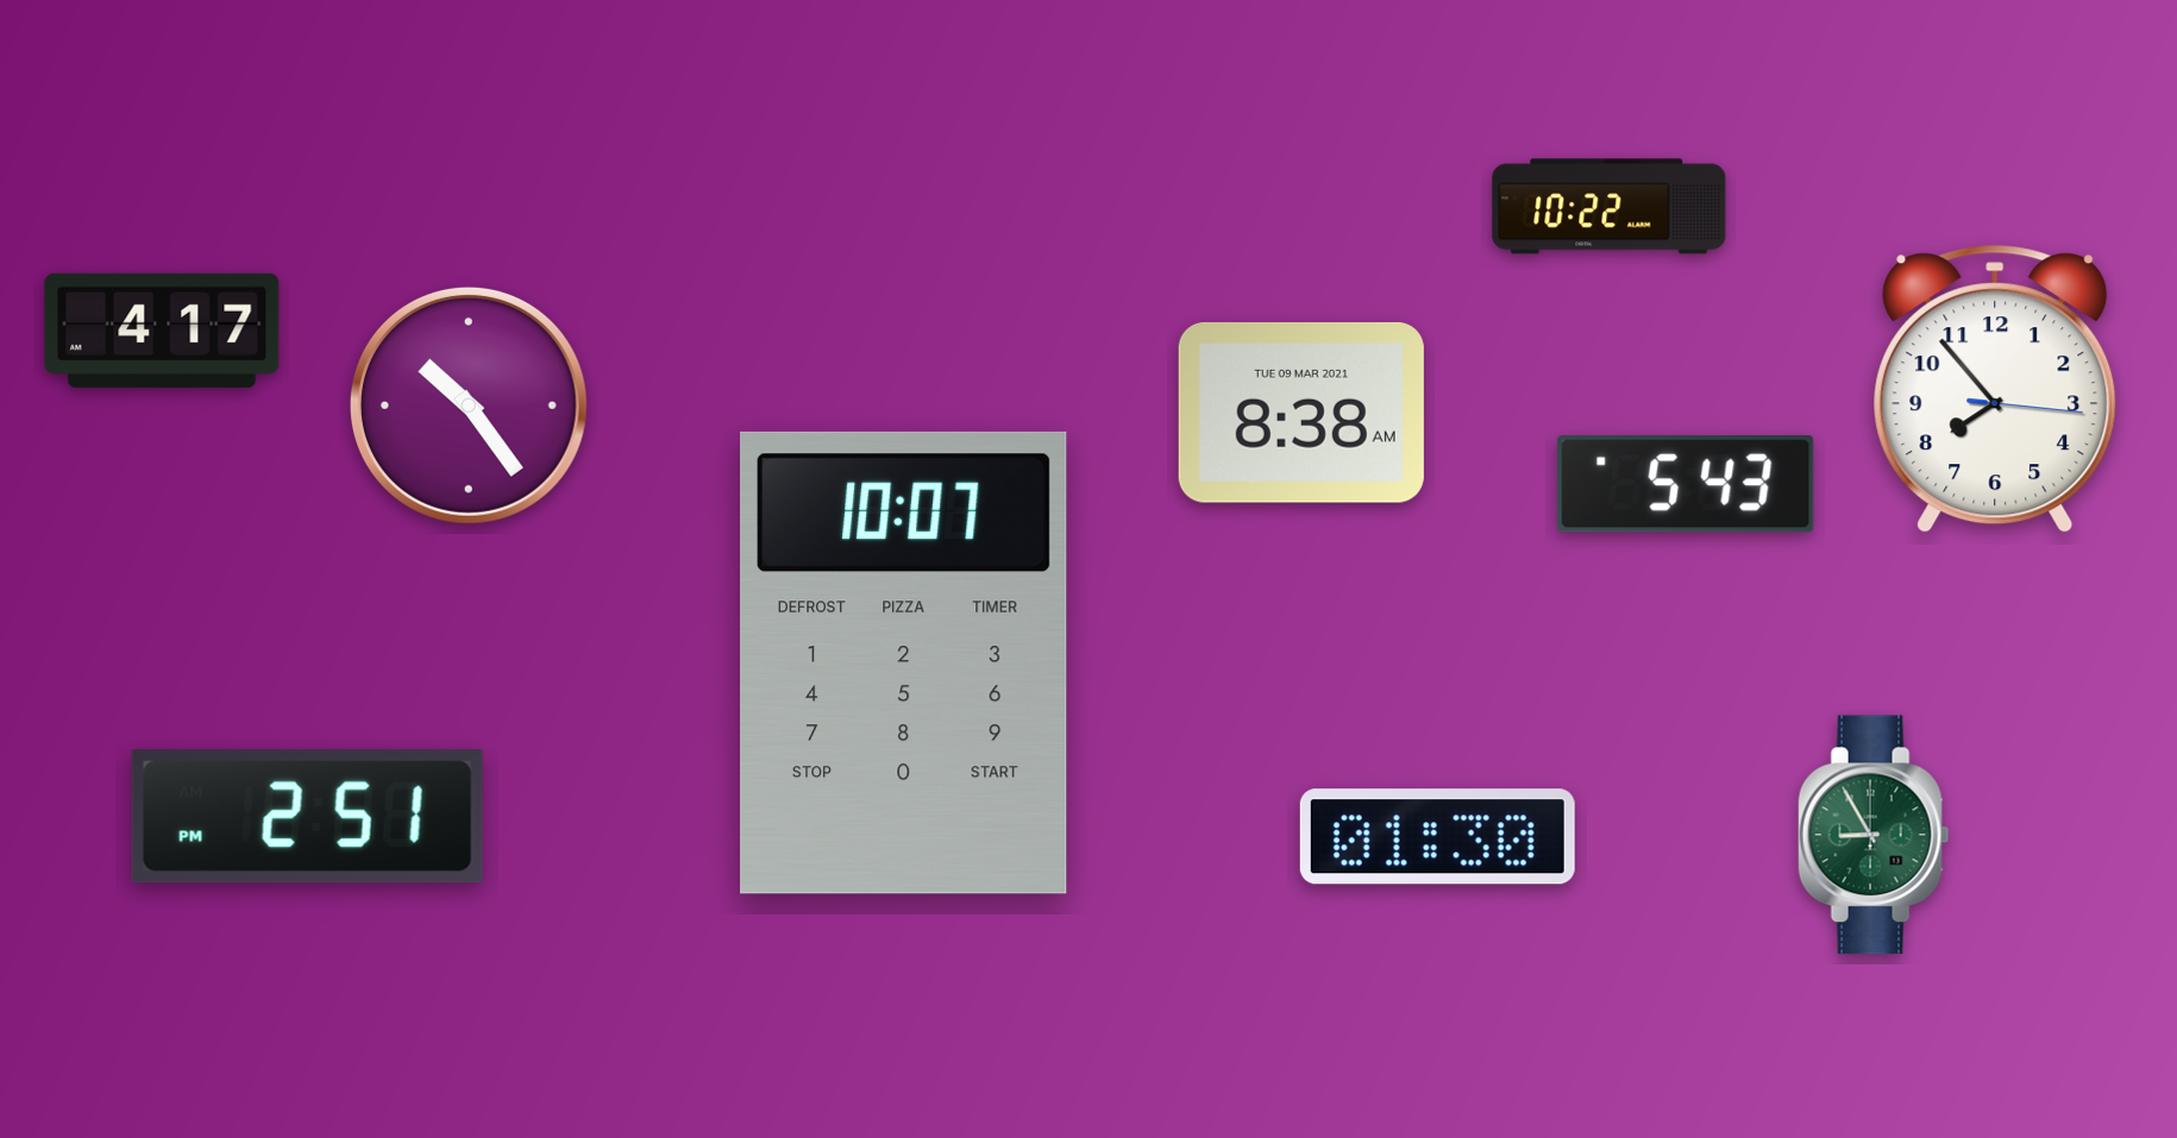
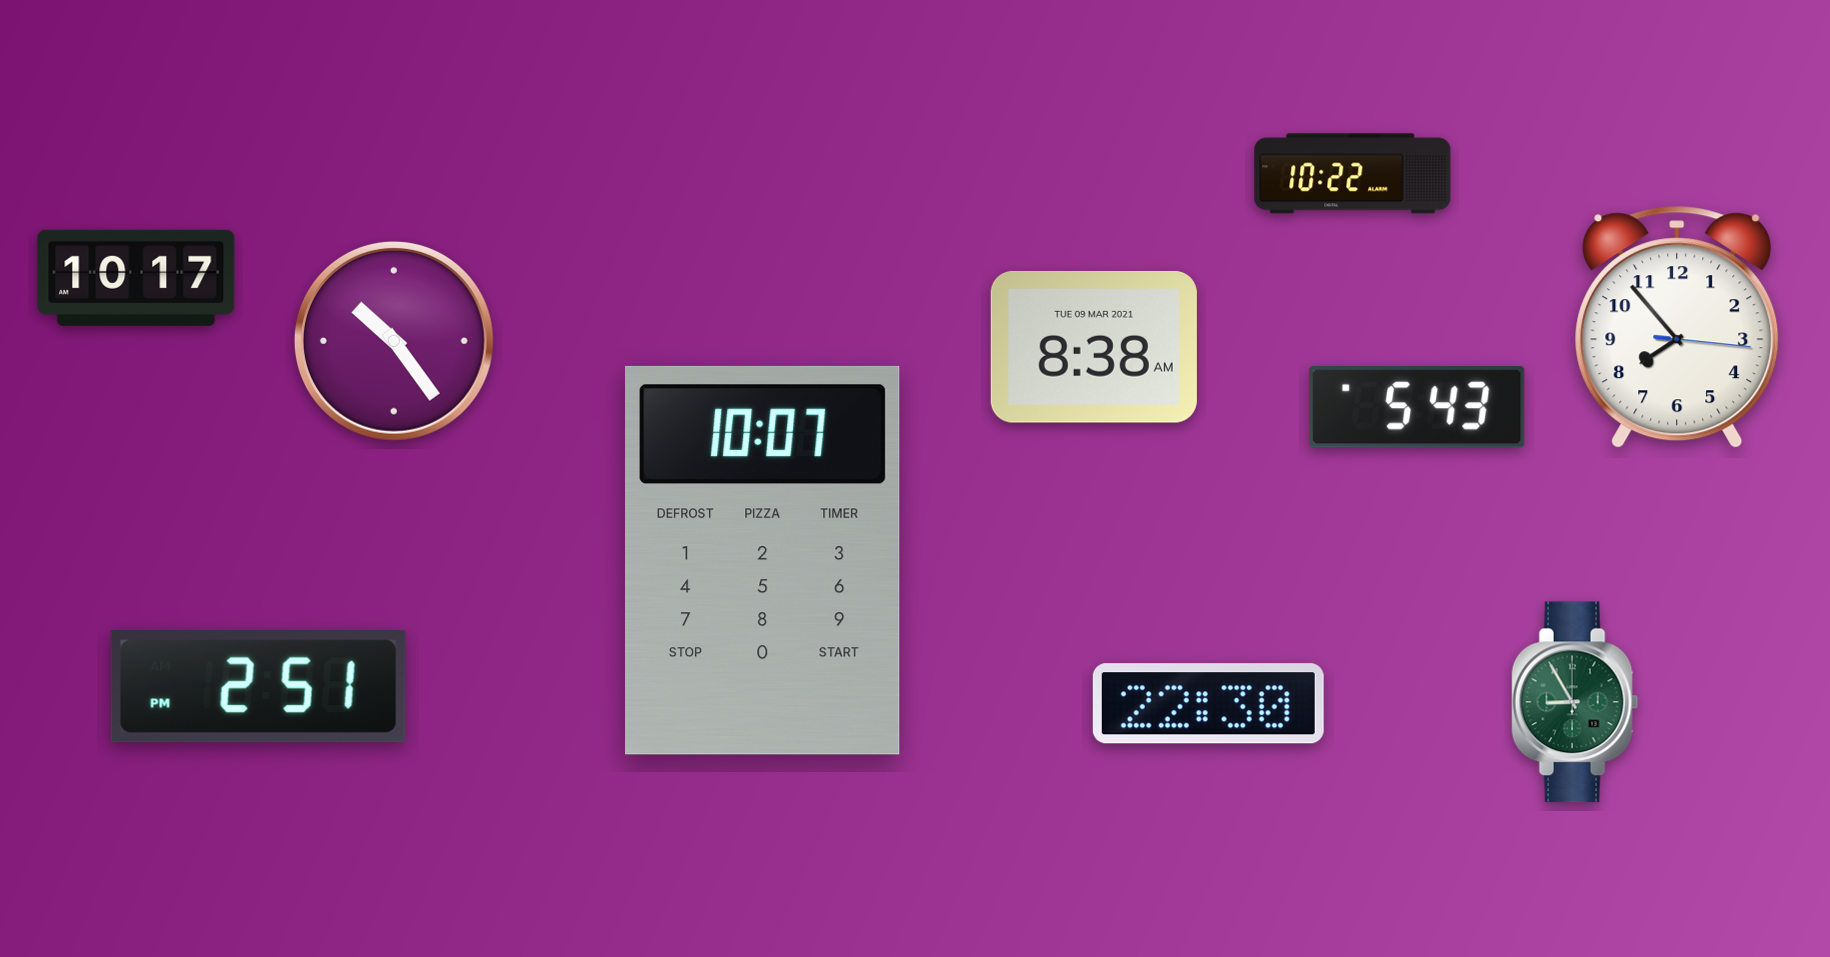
clock at (162, 331): 4:17 -> 10:17
clock at (904, 662) position: (904, 662) -> (763, 560)
clock at (1437, 837): 01:30 -> 22:30
